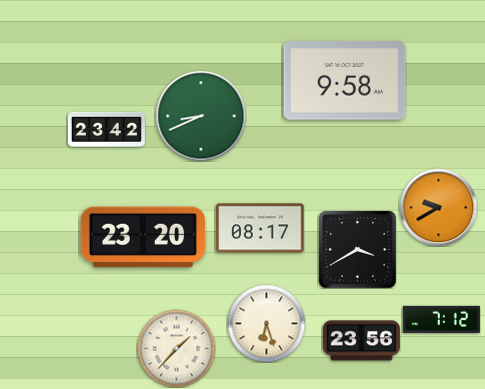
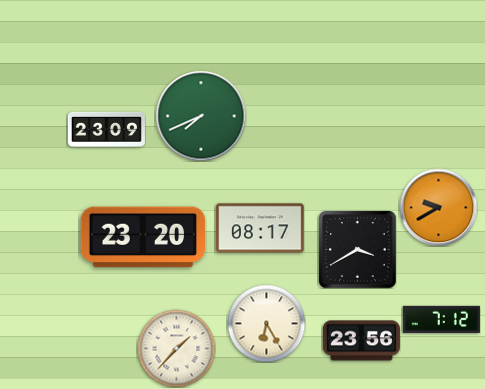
clock at (345, 81): 9:58 -> none
clock at (201, 116): 8:41 -> 7:41
clock at (106, 129): 23:42 -> 23:09
clock at (266, 323): 6:27 -> 6:25
